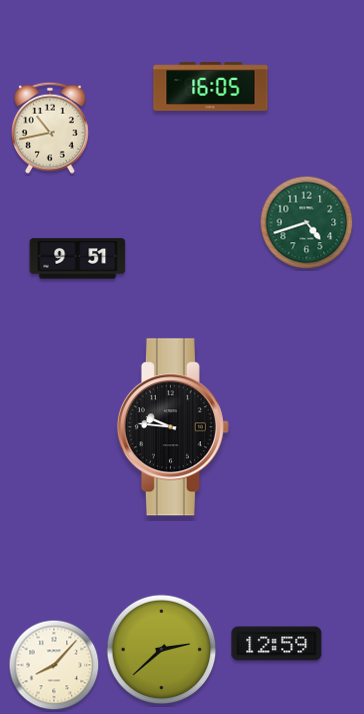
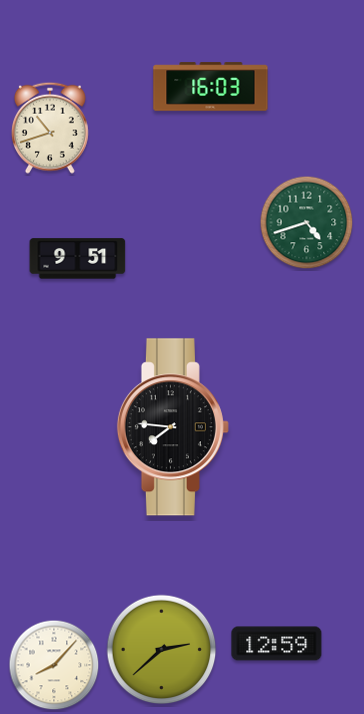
clock at (211, 87): 16:05 -> 16:03
clock at (50, 128): 10:43 -> 10:42
clock at (173, 427): 9:46 -> 7:46
